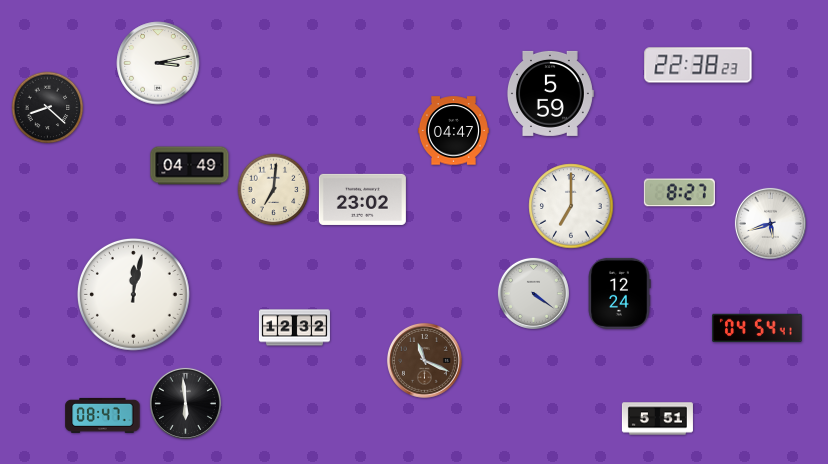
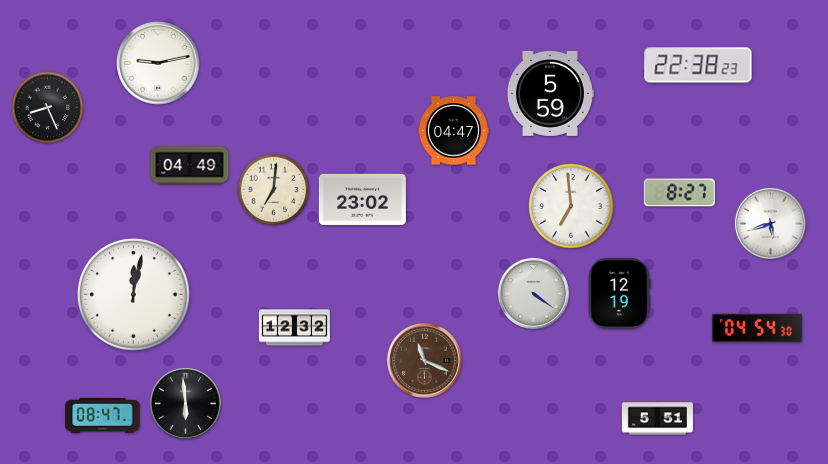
clock at (158, 63): 3:13 -> 9:13
clock at (48, 108): 8:22 -> 8:26
clock at (571, 206): 7:00 -> 6:59
clock at (619, 293): 12:24 -> 12:19
clock at (757, 328): 04:54:41 -> 04:54:30
